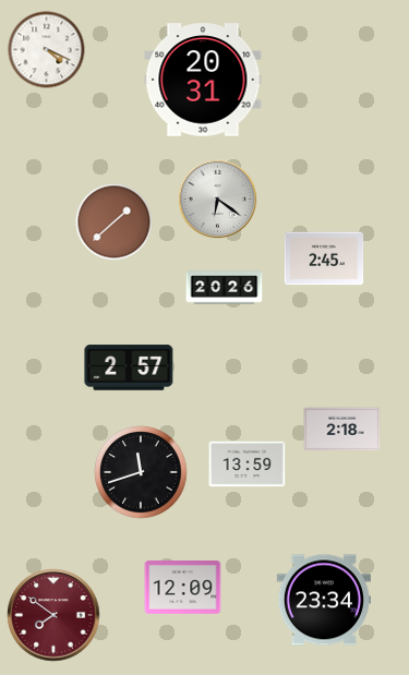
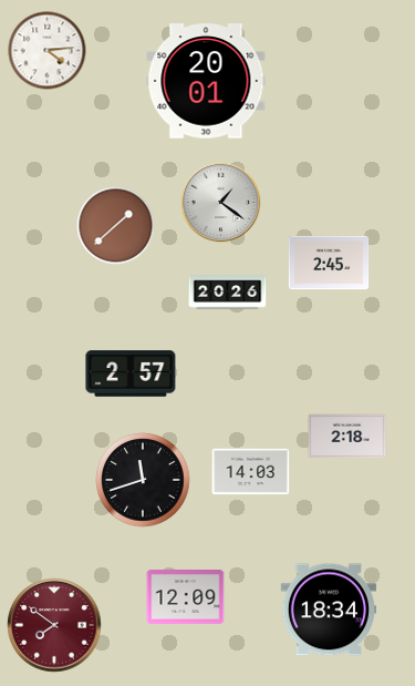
clock at (47, 50): 4:19 -> 4:14
clock at (203, 80): 20:31 -> 20:01
clock at (218, 200): 6:21 -> 1:21
clock at (248, 465): 13:59 -> 14:03
clock at (324, 600): 23:34 -> 18:34
